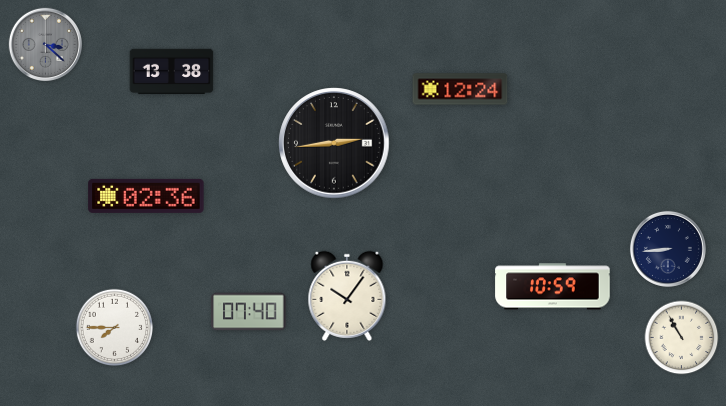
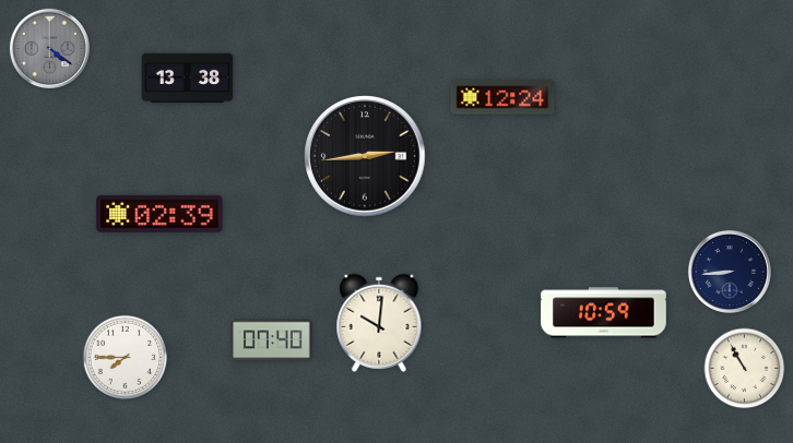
clock at (45, 44): 3:22 -> 4:21
clock at (146, 196): 02:36 -> 02:39
clock at (347, 296): 10:06 -> 10:01
